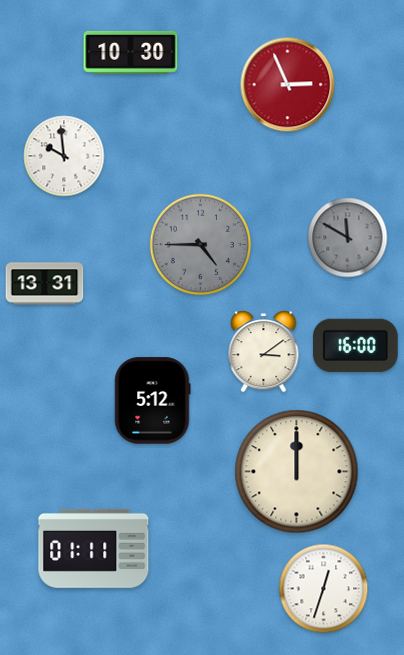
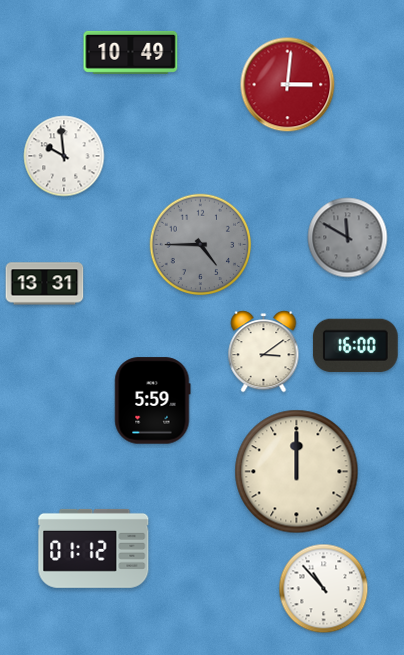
clock at (131, 52): 10:30 -> 10:49
clock at (288, 85): 2:56 -> 3:01
clock at (153, 401): 5:12 -> 5:59
clock at (94, 548): 01:11 -> 01:12
clock at (324, 589): 12:33 -> 10:53
